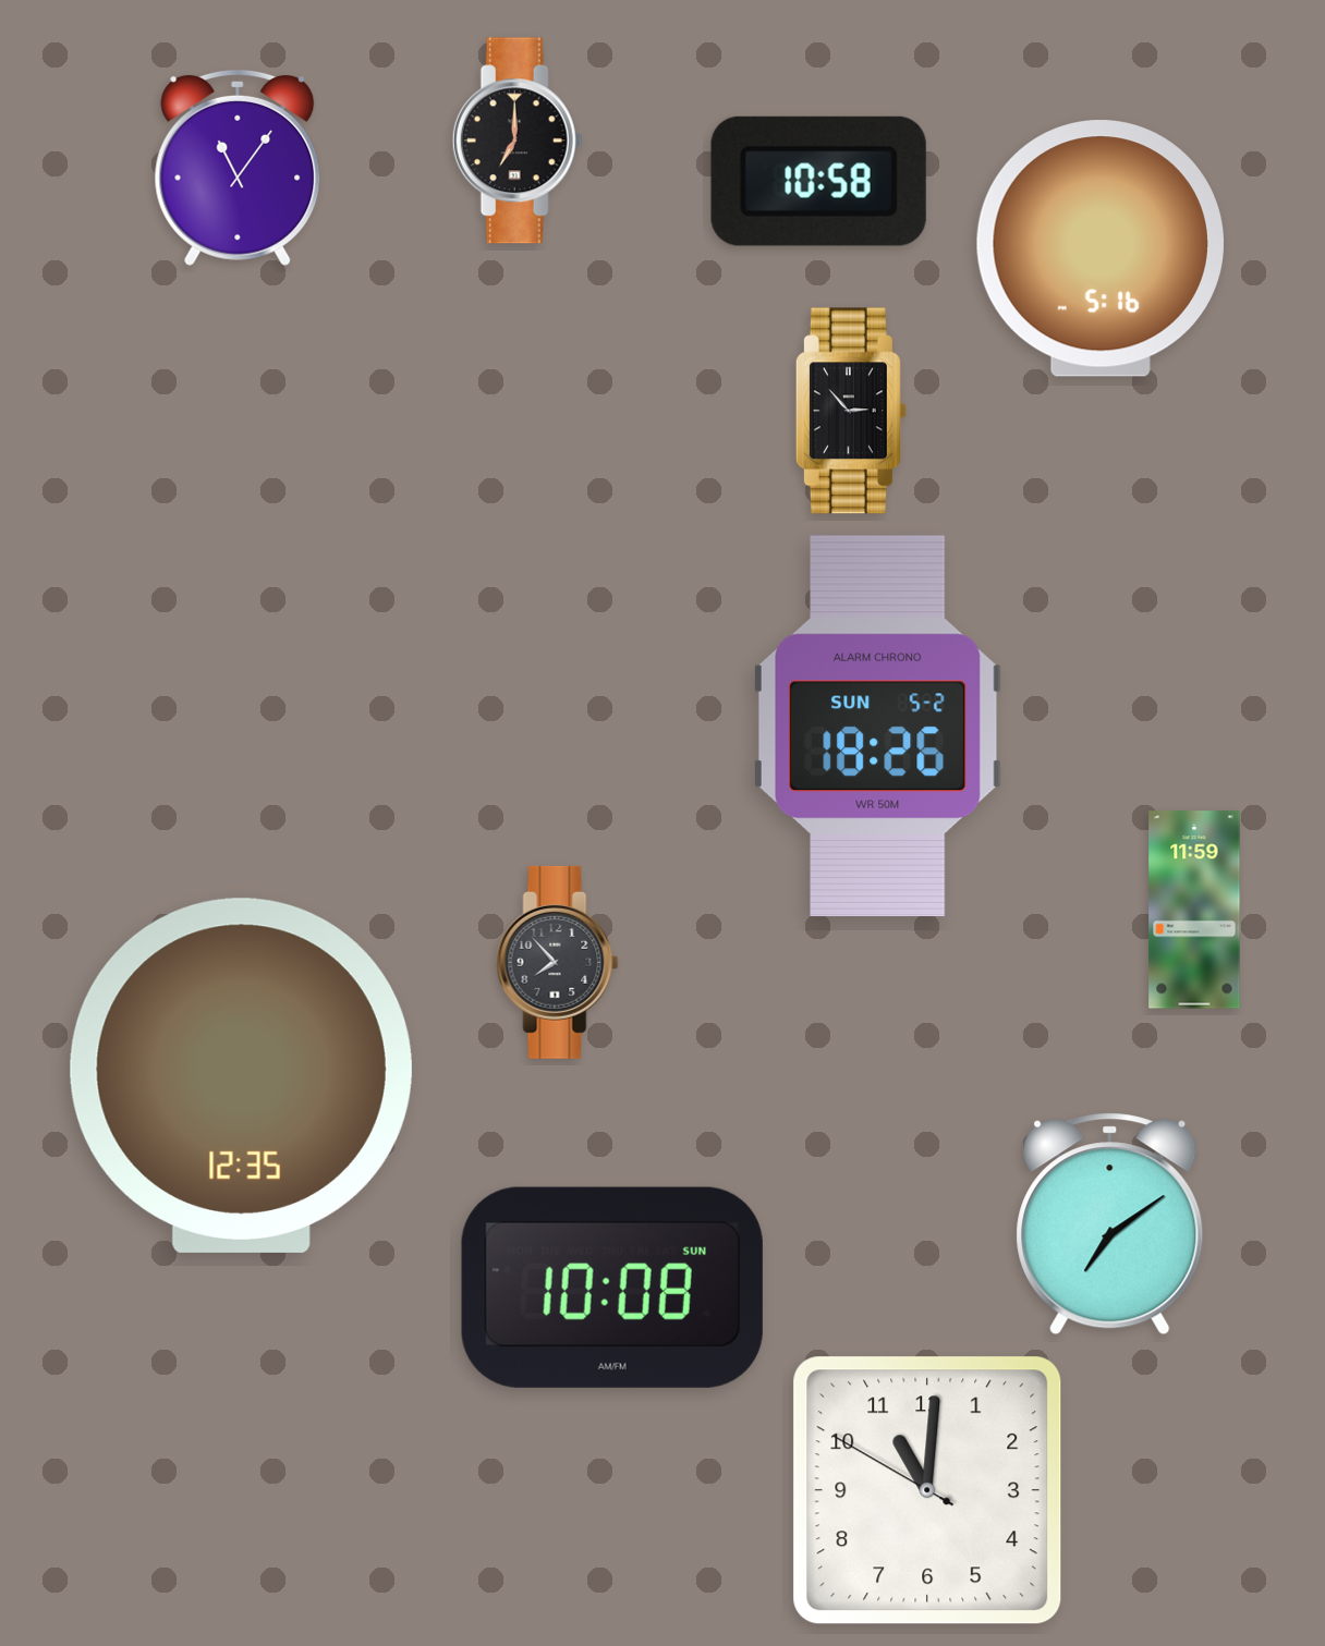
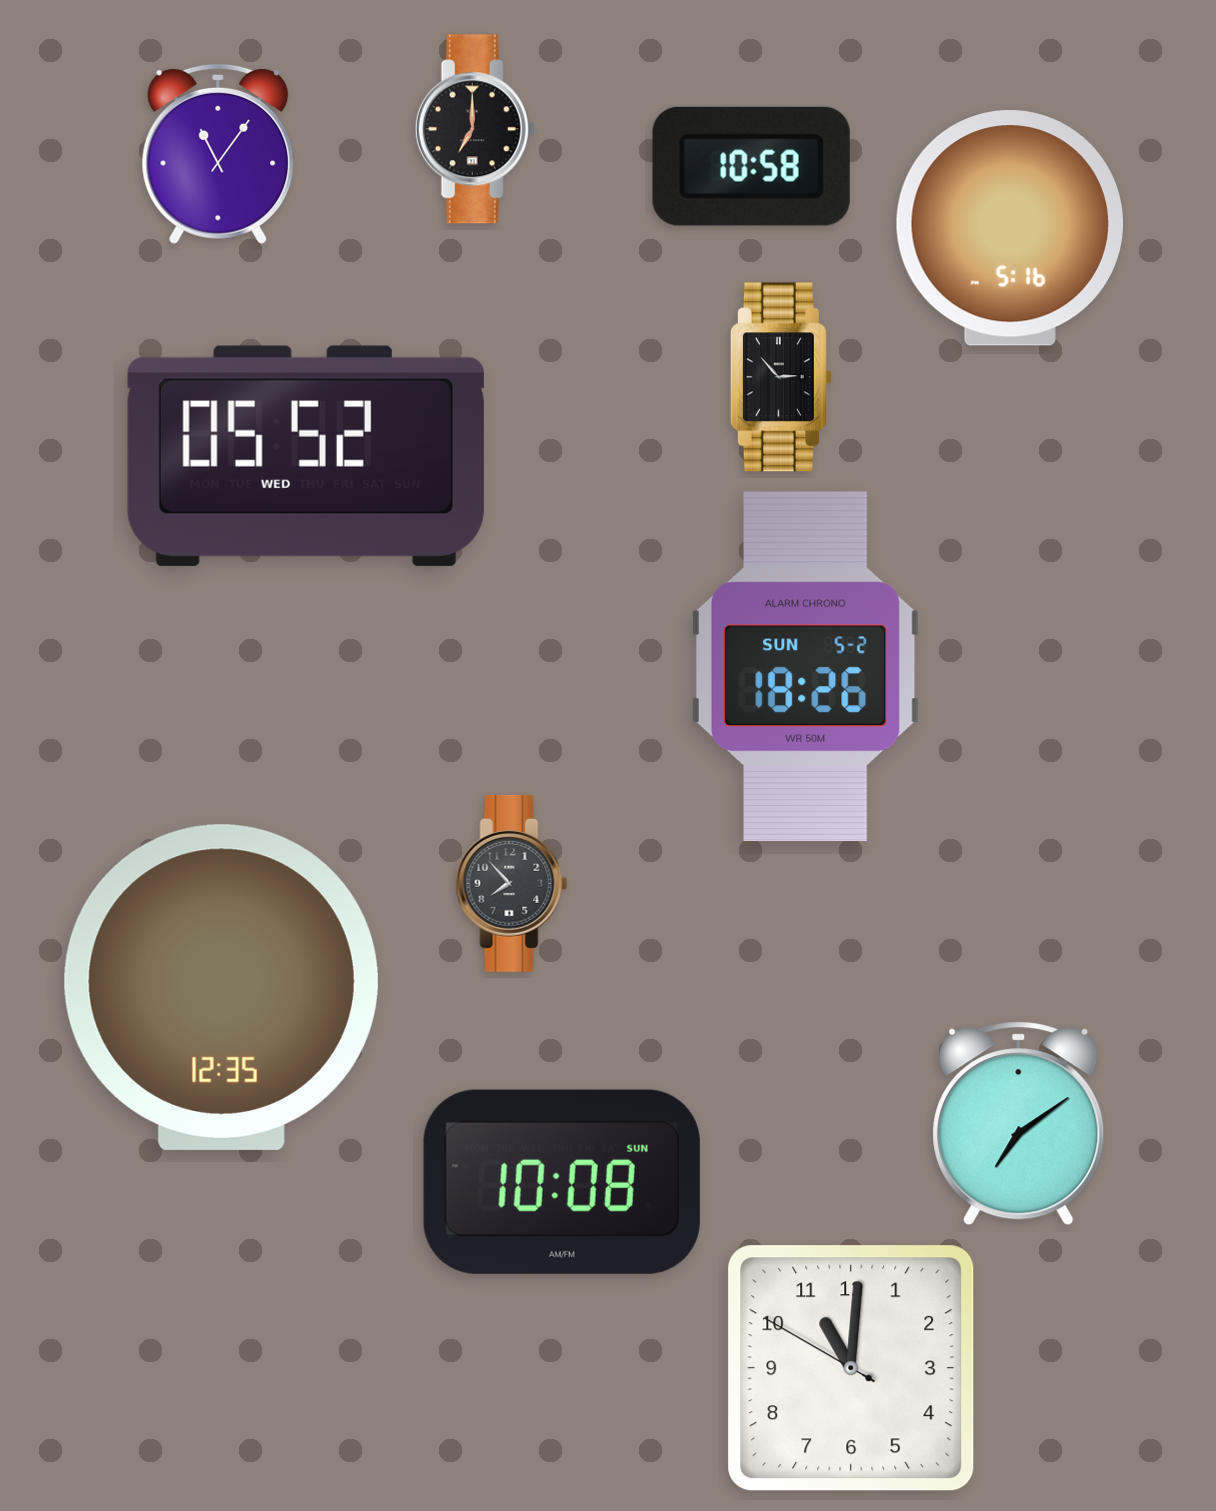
clock at (306, 456): none -> 05:52
clock at (1194, 910): 11:59 -> none
